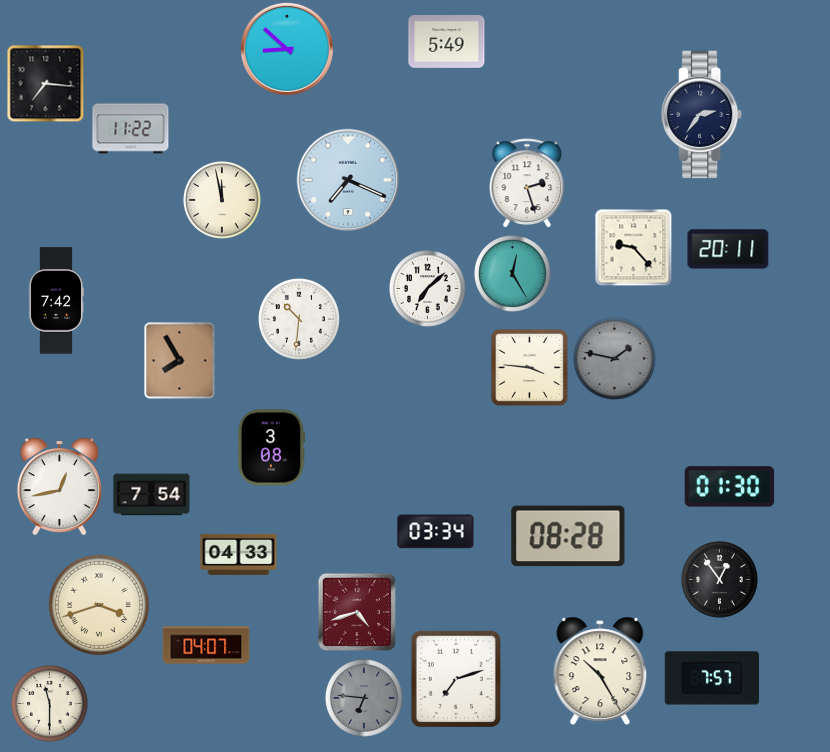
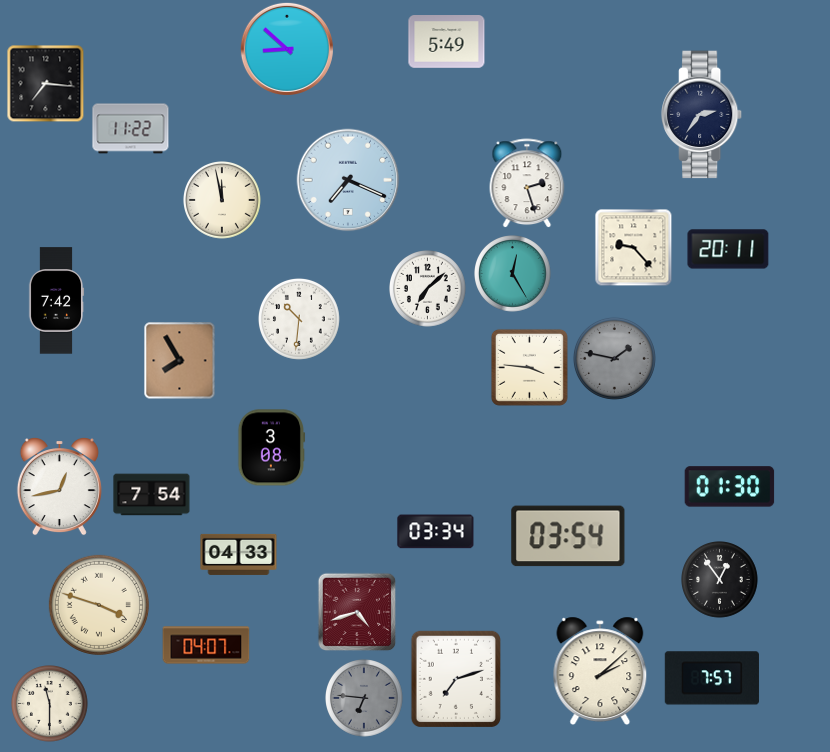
clock at (568, 536): 08:28 -> 03:54
clock at (99, 605): 3:42 -> 3:48
clock at (600, 670): 10:25 -> 2:08
